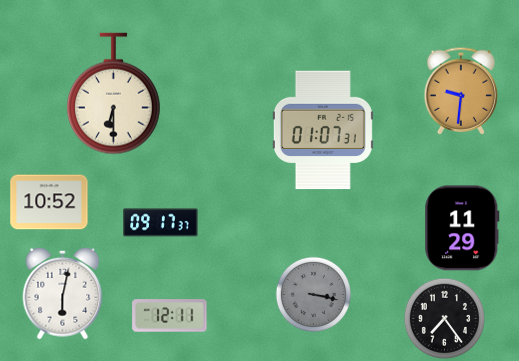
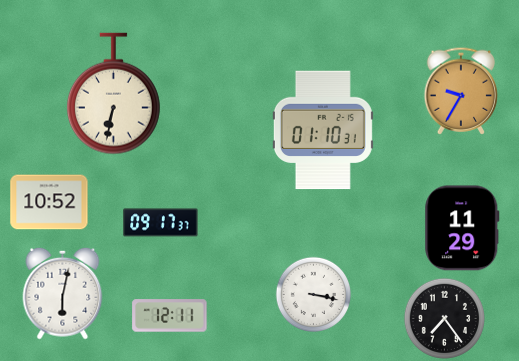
clock at (461, 91): 9:31 -> 9:35
clock at (114, 94): 6:30 -> 6:32
clock at (323, 130): 01:07 -> 01:10
clock at (314, 295) dial: grey -> white
